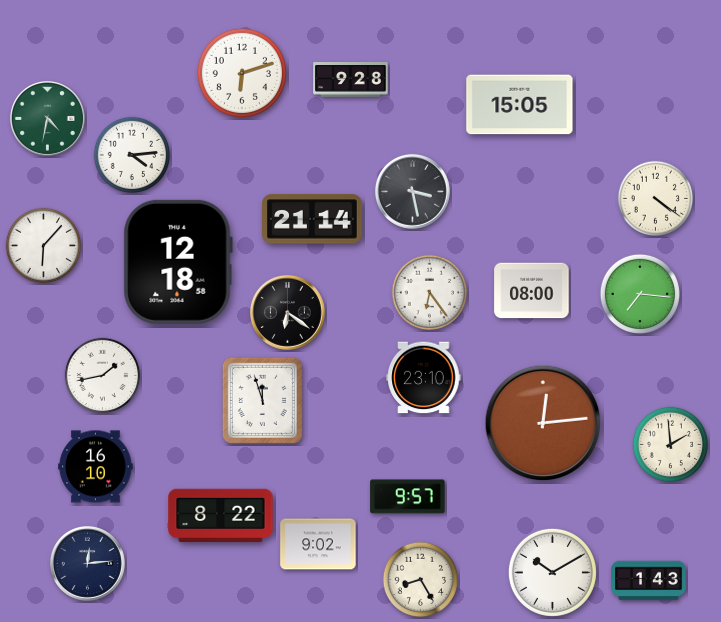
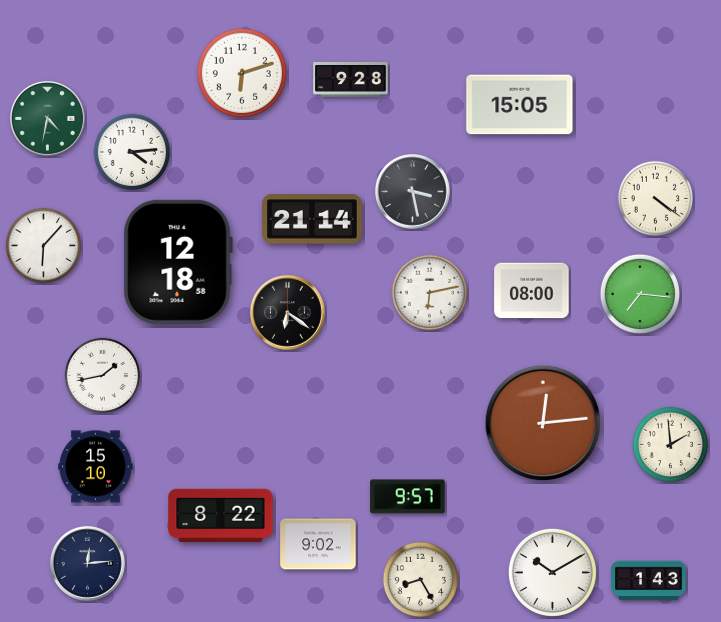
clock at (132, 155) position: (132, 155) -> (132, 152)
clock at (430, 293): 6:24 -> 6:13
clock at (424, 378): 23:10 -> none
clock at (262, 400): 11:57 -> none
clock at (96, 467): 16:10 -> 15:10
